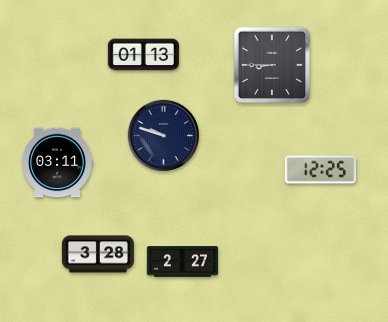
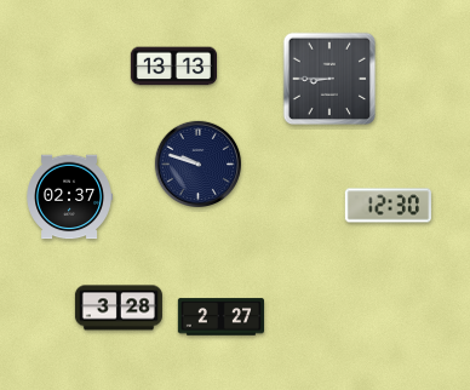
clock at (143, 55): 01:13 -> 13:13
clock at (57, 163): 03:11 -> 02:37
clock at (320, 170): 12:25 -> 12:30
